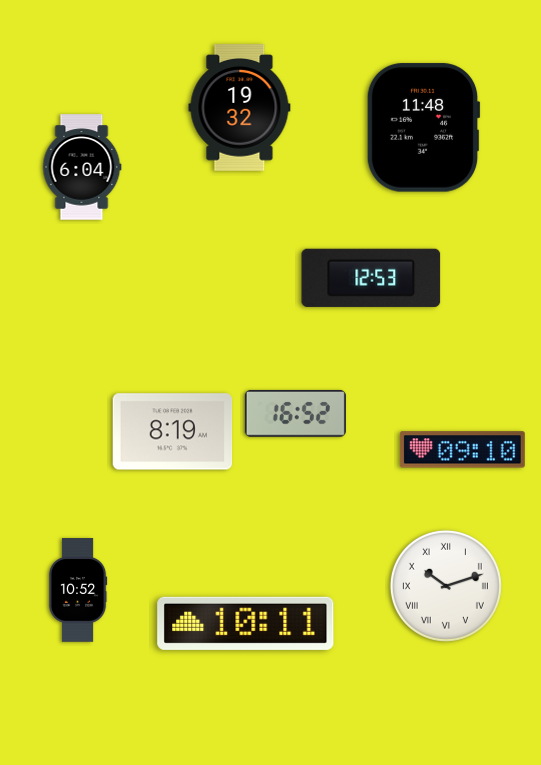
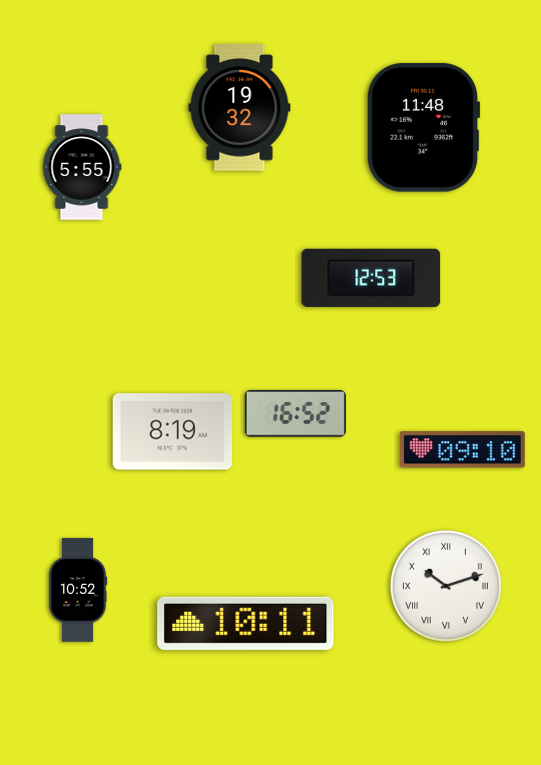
clock at (82, 167): 6:04 -> 5:55
